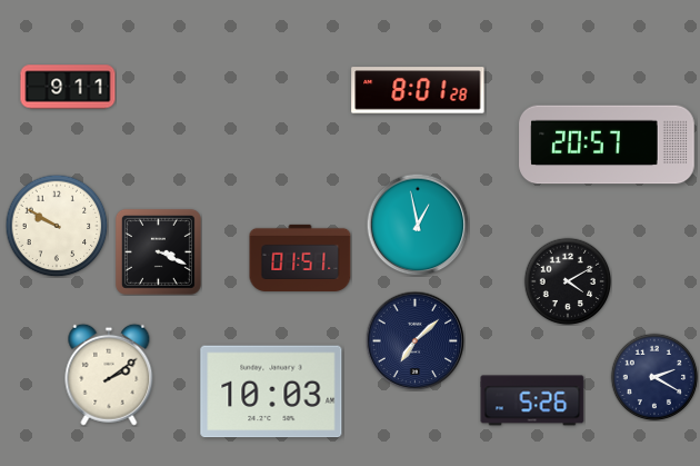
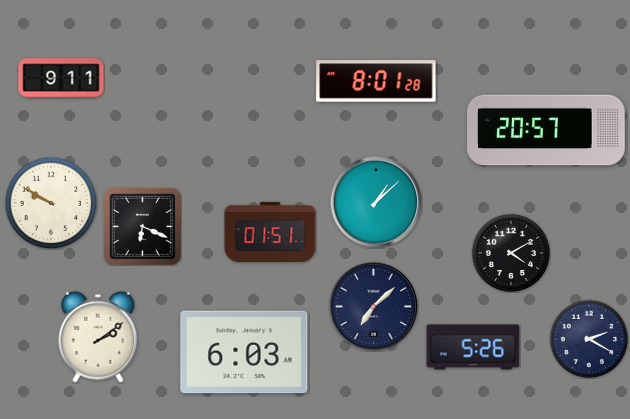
clock at (418, 225): 12:58 -> 1:08
clock at (158, 251): 3:19 -> 6:19
clock at (271, 391): 10:03 -> 6:03
clock at (532, 400) position: (532, 400) -> (473, 347)
